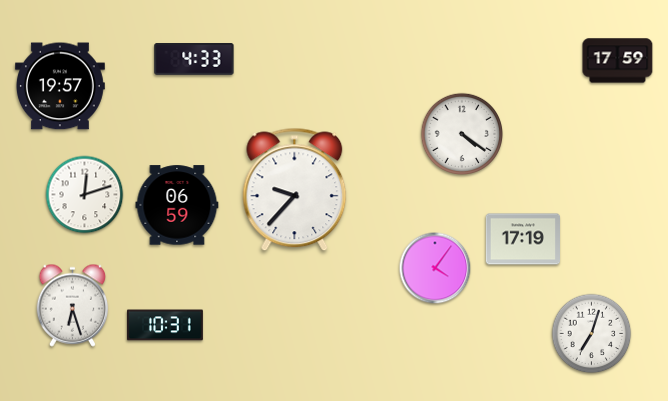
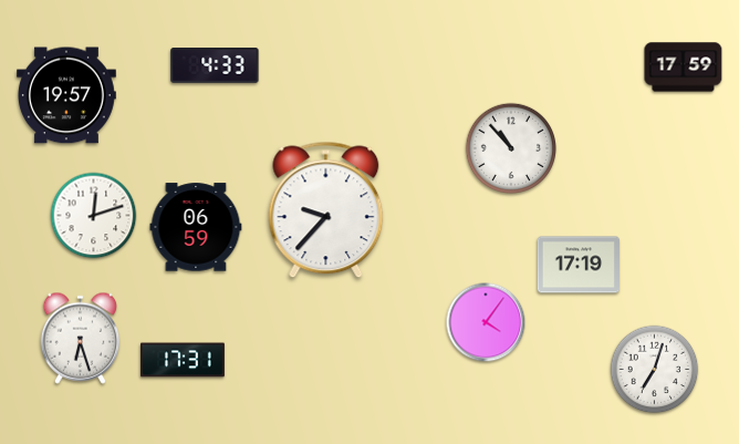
clock at (461, 133): 4:21 -> 10:53
clock at (435, 268) position: (435, 268) -> (486, 322)
clock at (165, 325): 10:31 -> 17:31
